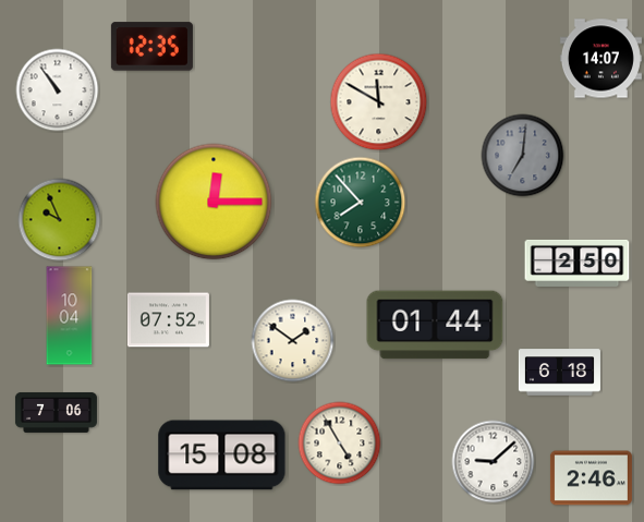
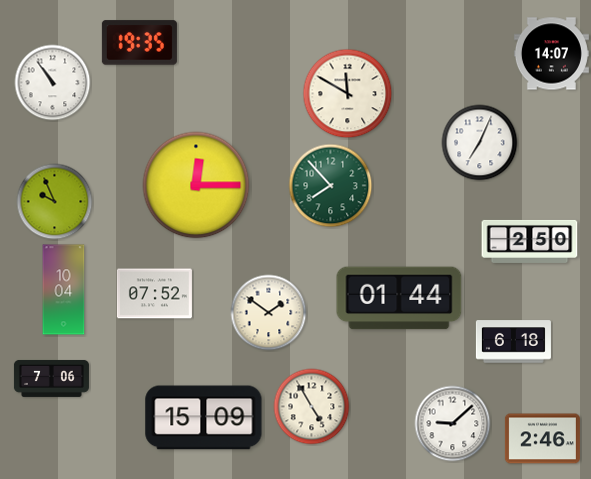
clock at (151, 47): 12:35 -> 19:35
clock at (523, 156): 7:01 -> 7:04
clock at (523, 156) dial: grey -> white
clock at (222, 456): 15:08 -> 15:09
